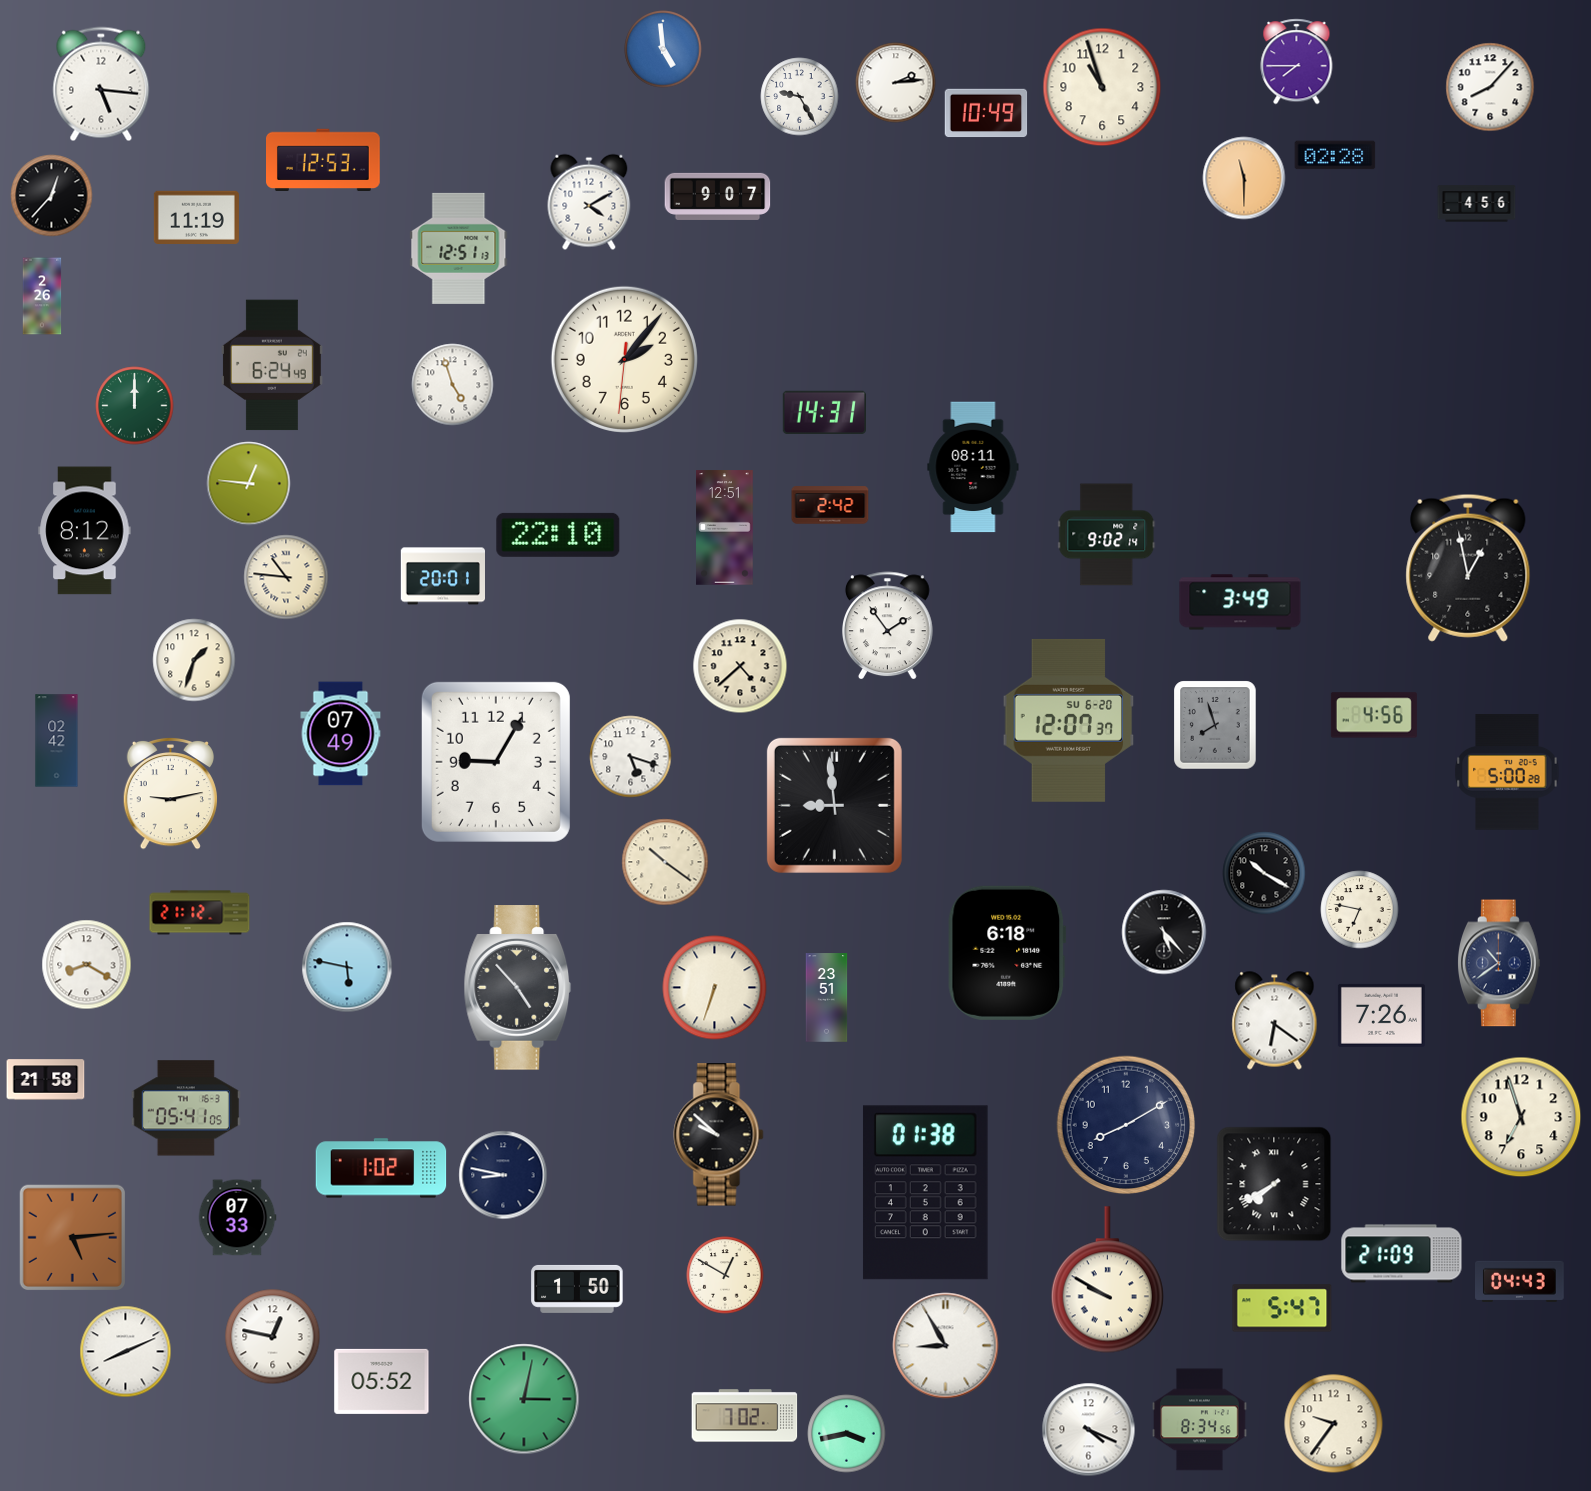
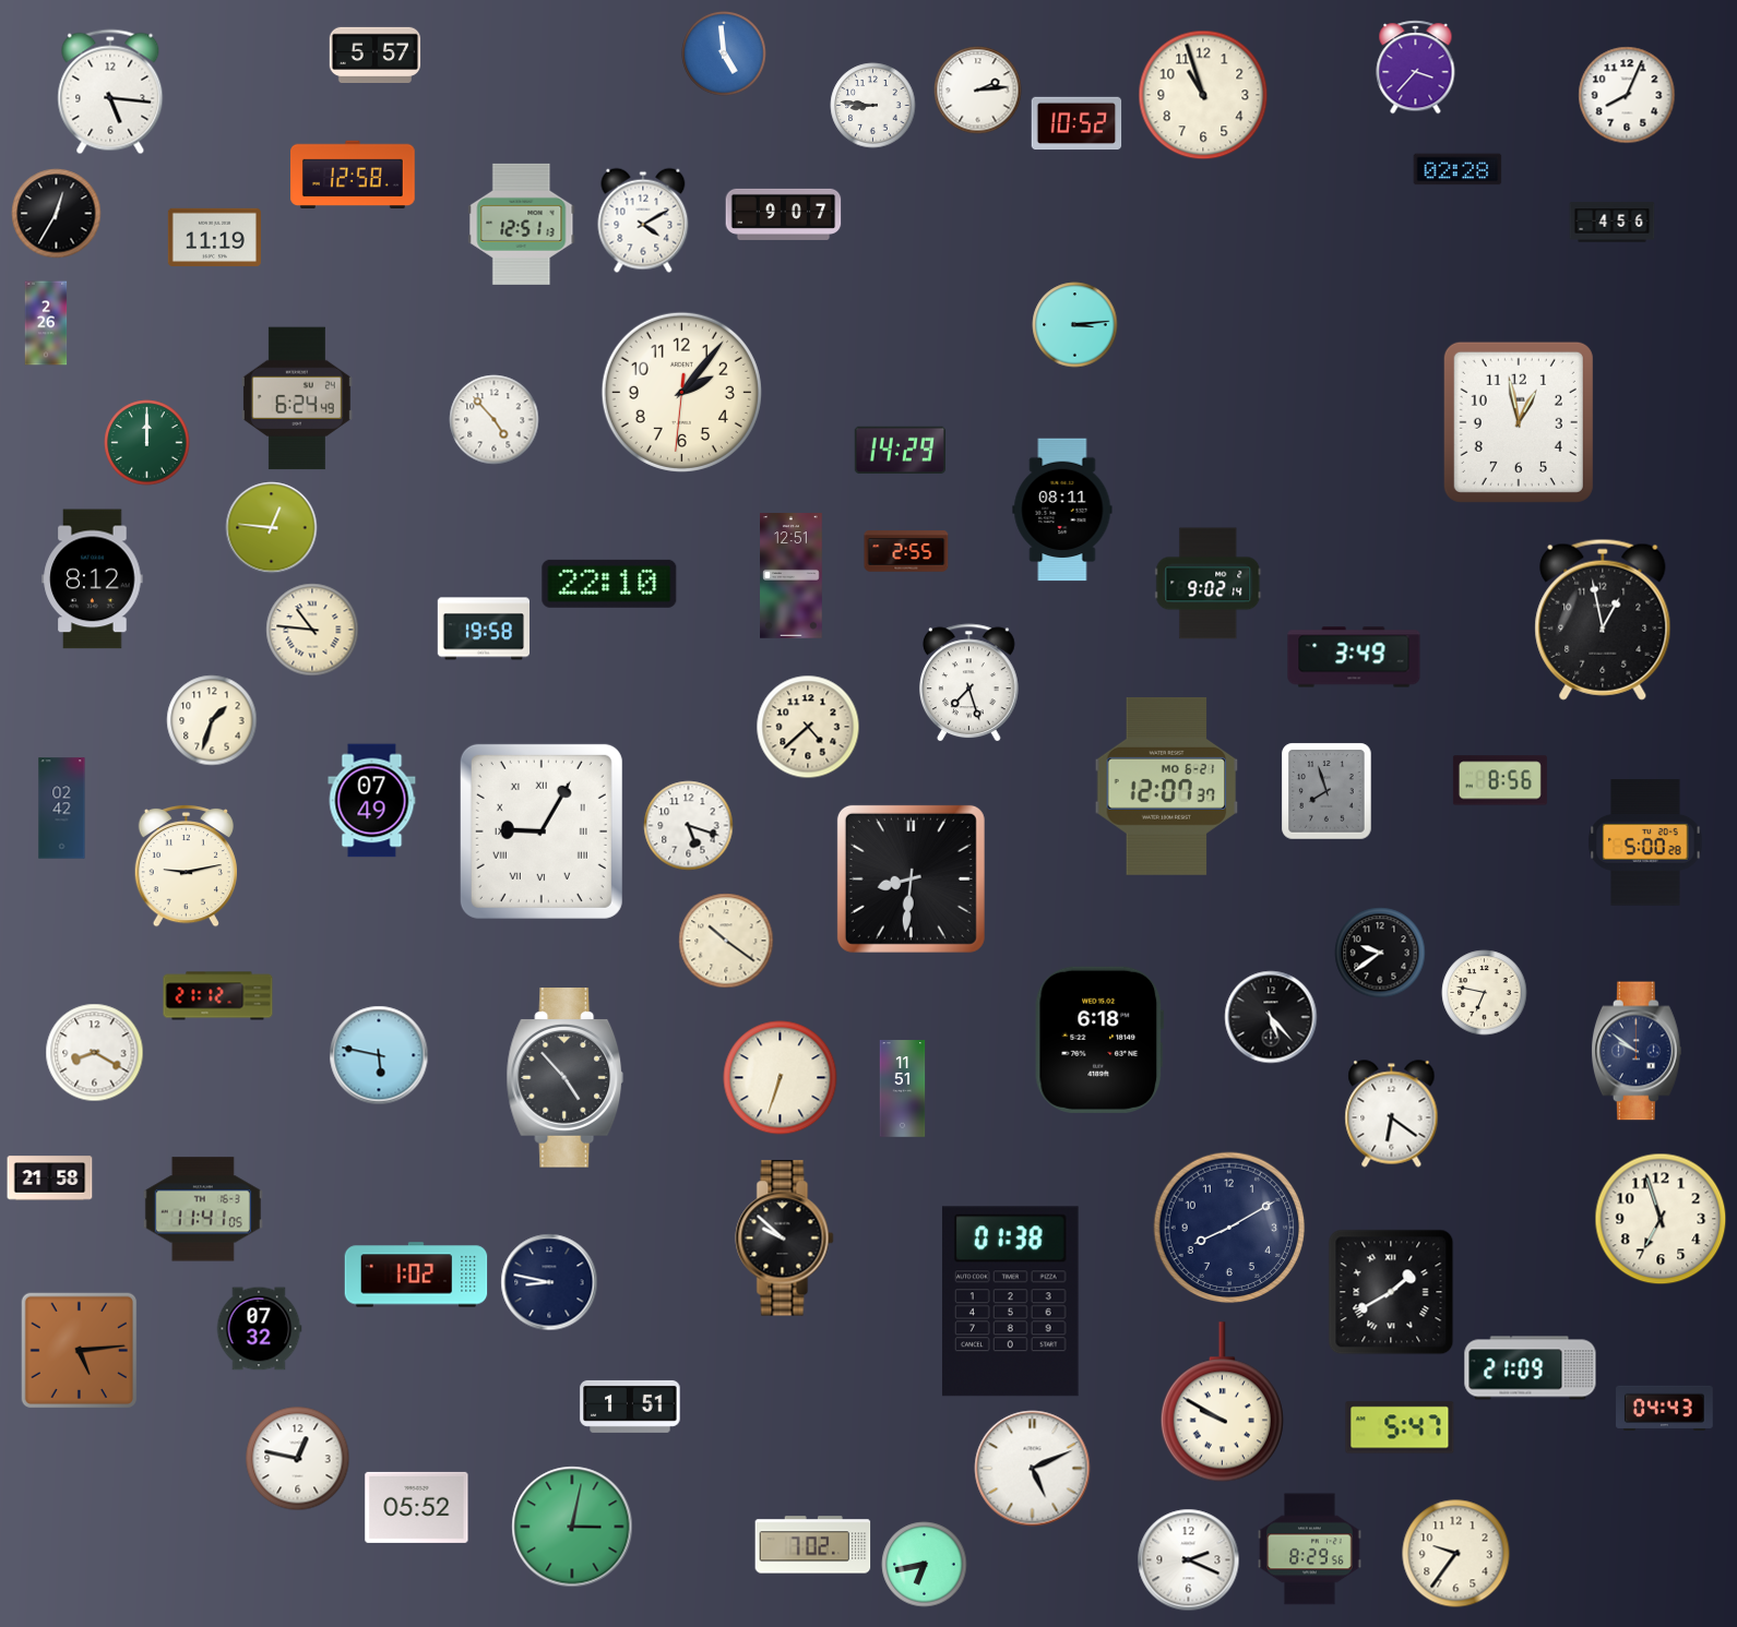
clock at (376, 55): none -> 5:57
clock at (1297, 62): 7:45 -> 3:37
clock at (1490, 87): 8:07 -> 8:04
clock at (800, 97): 9:25 -> 8:46
clock at (986, 113): 10:49 -> 10:52
clock at (324, 159): 12:53 -> 12:58
clock at (1244, 178): 11:30 -> none
clock at (52, 196): 12:37 -> 12:35
clock at (459, 248) position: (459, 248) -> (522, 224)
clock at (1075, 325): none -> 3:14
clock at (453, 385): 4:57 -> 4:53
clock at (1519, 422): none -> 12:58
clock at (824, 412): 14:31 -> 14:29
clock at (830, 505): 2:42 -> 2:55
clock at (442, 576): 20:01 -> 19:58
clock at (888, 626): 1:54 -> 7:27
clock at (1374, 715): 4:56 -> 8:56
clock at (1069, 720) date: SU 6-20 -> MO 6-21
clock at (496, 762) numerals: Arabic -> Roman
clock at (834, 805): 8:59 -> 8:31
clock at (1264, 873): 10:20 -> 9:39
clock at (1499, 963): 10:39 -> 9:51
clock at (827, 998): 23:51 -> 11:51
clock at (1381, 1015): 7:26 -> none
clock at (186, 1108): 05:41 -> 11:41
clock at (1274, 1184): 7:40 -> 1:40
clock at (237, 1218): 07:33 -> 07:32
clock at (725, 1275): 12:50 -> none
clock at (1107, 1280) position: (1107, 1280) -> (1222, 1402)
clock at (1520, 1281) position: (1520, 1281) -> (1665, 1408)
clock at (577, 1289): 1:50 -> 1:51
clock at (946, 1346): 8:55 -> 5:11
clock at (126, 1352): 8:11 -> none
clock at (1200, 1420): 8:34 -> 8:29
clock at (1089, 1430): 4:19 -> 2:19
clock at (847, 1434): 3:43 -> 6:43
